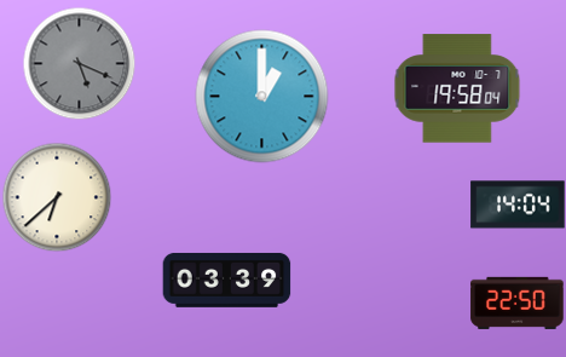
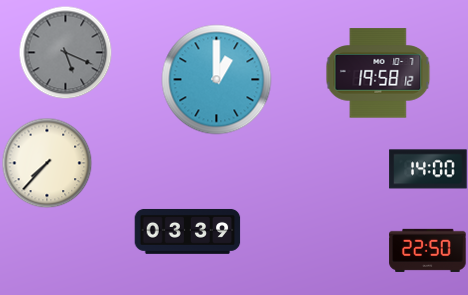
clock at (457, 88): 19:58:04 -> 19:58:12
clock at (57, 197): 6:38 -> 7:37
clock at (518, 205): 14:04 -> 14:00
